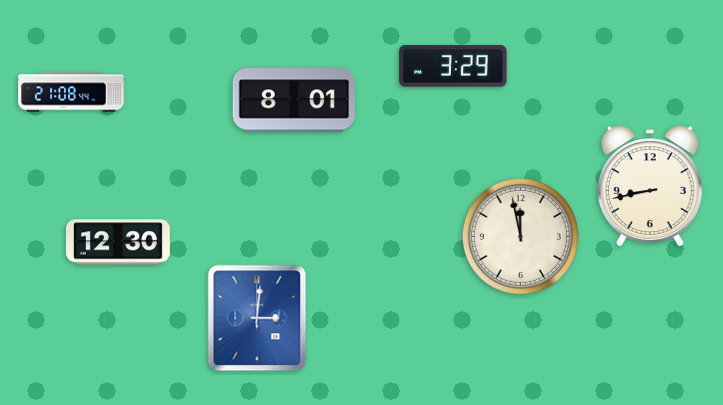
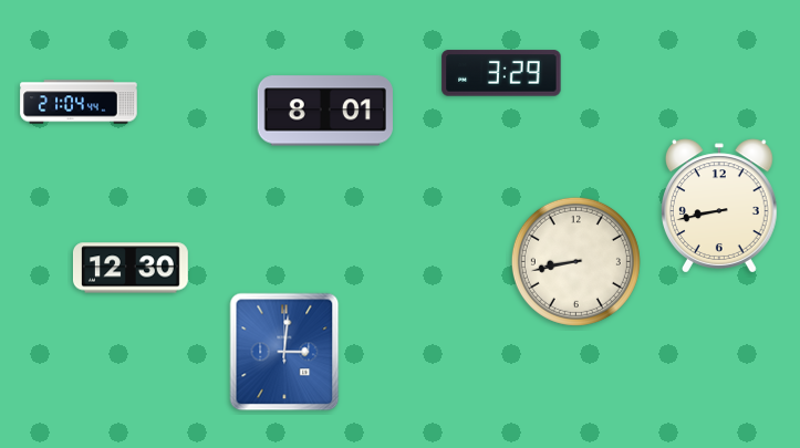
clock at (71, 92): 21:08 -> 21:04
clock at (520, 236): 11:58 -> 8:43
